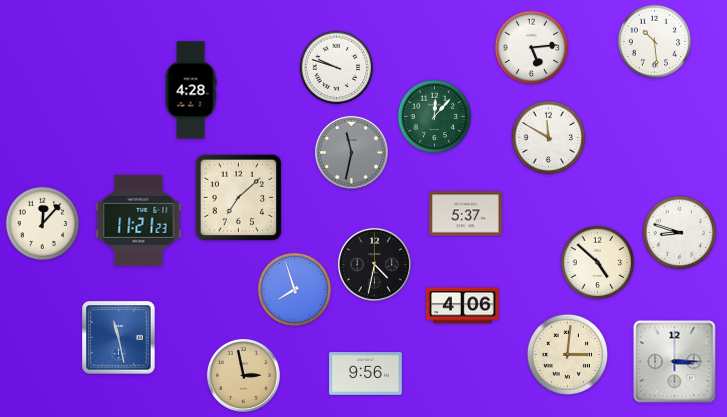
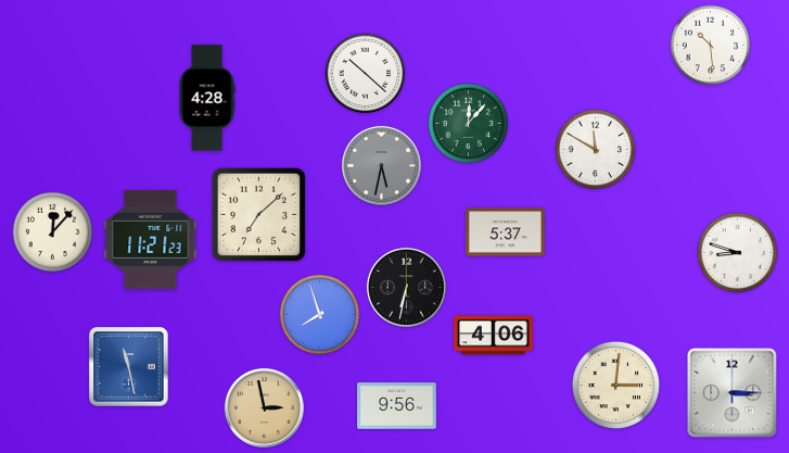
clock at (532, 48): 5:14 -> none
clock at (337, 68): 9:48 -> 10:22
clock at (435, 117) position: (435, 117) -> (469, 124)
clock at (351, 152): 11:32 -> 5:32
clock at (43, 224) position: (43, 224) -> (53, 232)
clock at (598, 263): 4:52 -> none
clock at (374, 264): 4:32 -> 6:32
clock at (463, 306) position: (463, 306) -> (494, 336)
